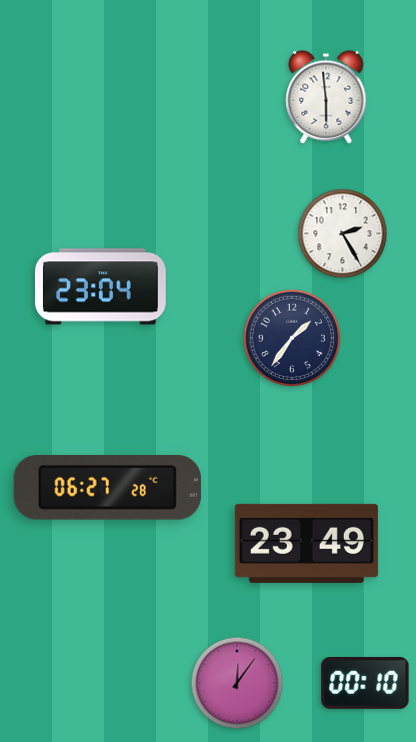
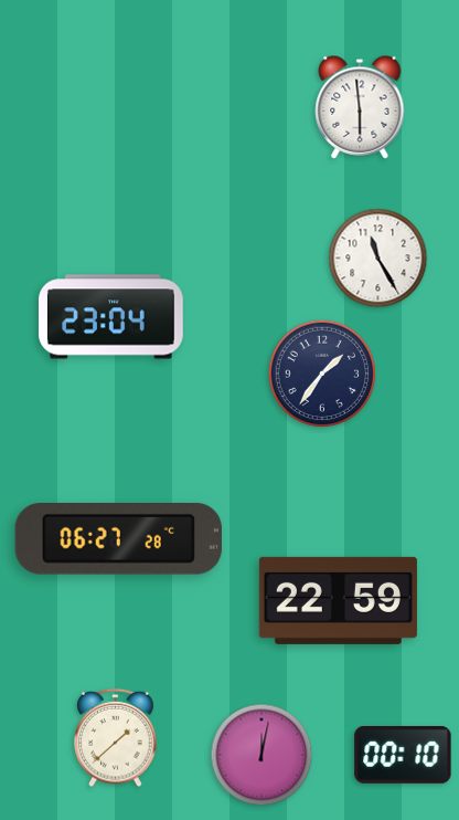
clock at (343, 234): 2:25 -> 11:25
clock at (306, 543): 23:49 -> 22:59
clock at (116, 738): none -> 1:38
clock at (237, 683): 12:06 -> 12:02
